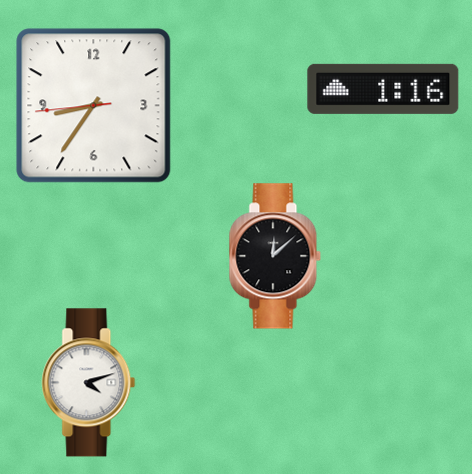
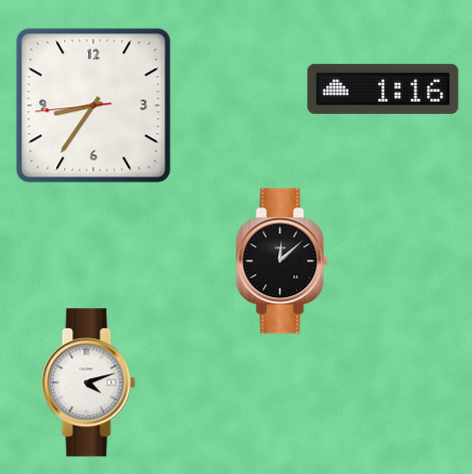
clock at (275, 256) position: (275, 256) -> (282, 261)
